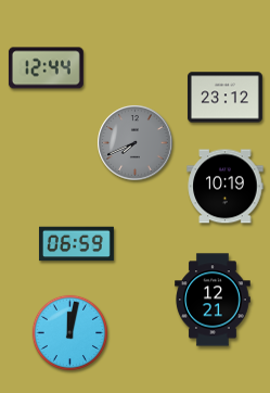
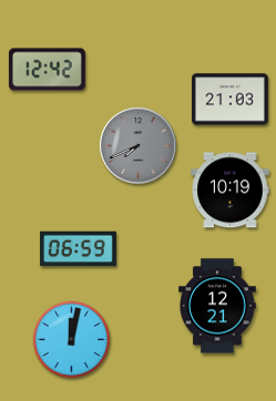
clock at (46, 68): 12:44 -> 12:42
clock at (224, 98): 23:12 -> 21:03
